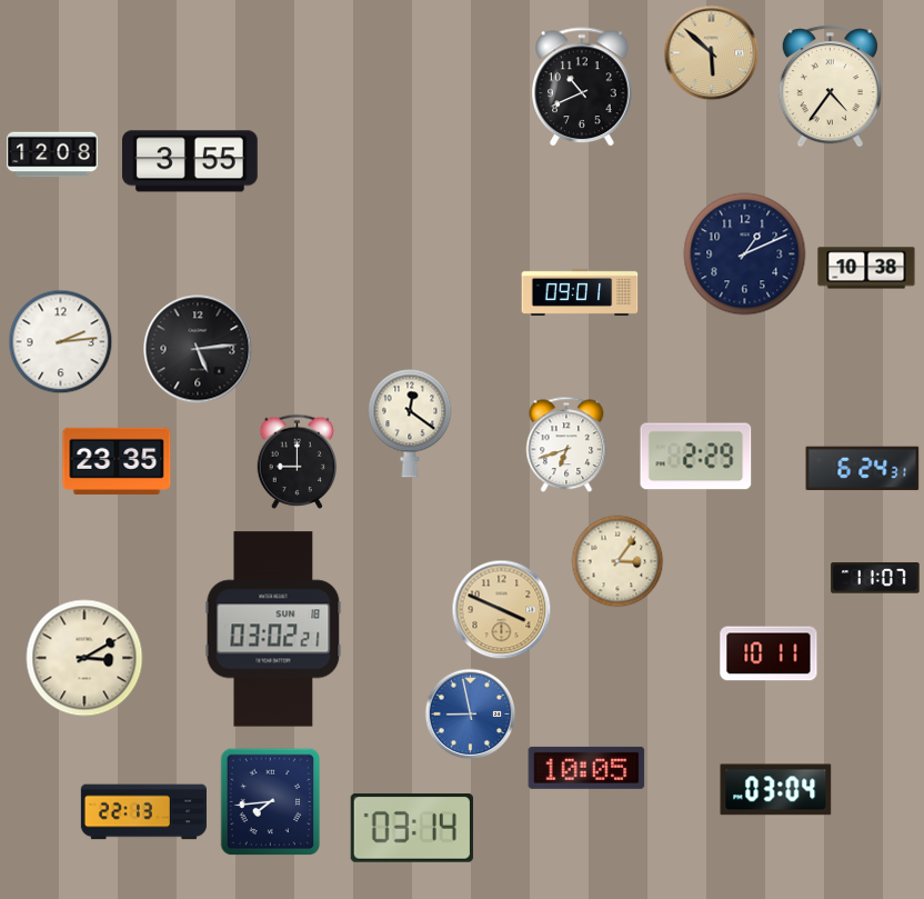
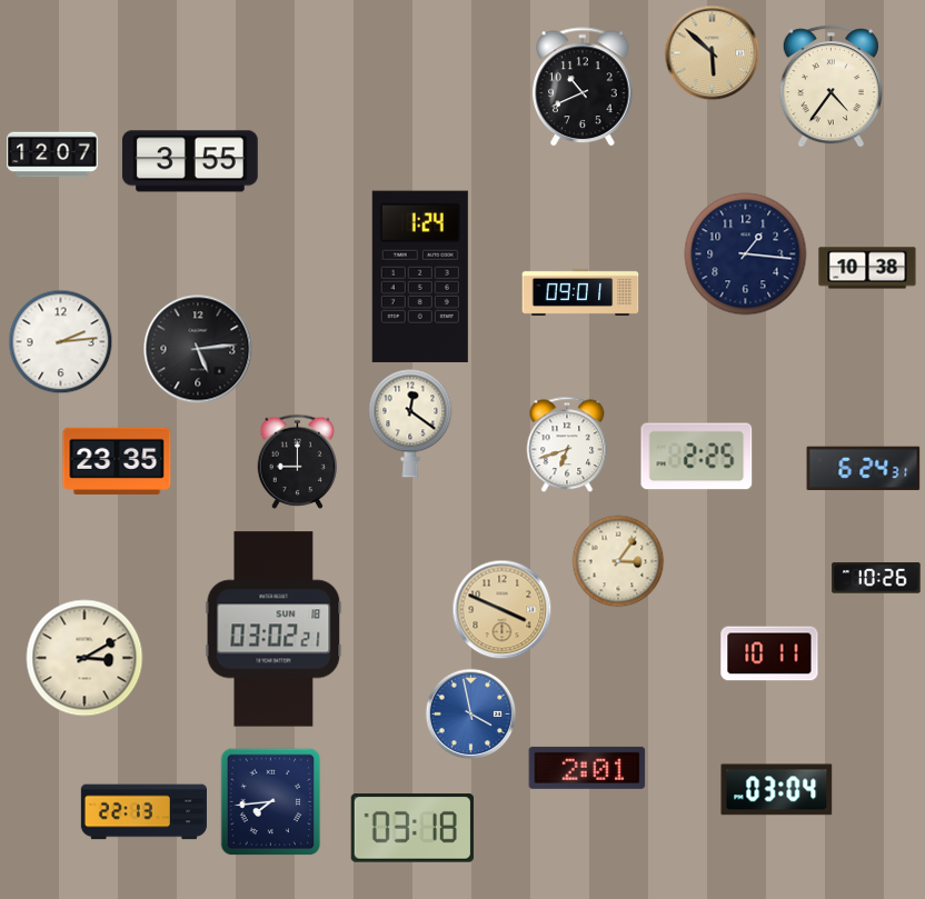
clock at (52, 154): 12:08 -> 12:07
clock at (745, 254): 1:11 -> 1:16
clock at (420, 277): none -> 1:24
clock at (696, 457): 2:29 -> 2:25
clock at (875, 578): 11:07 -> 10:26
clock at (470, 713): 8:58 -> 3:58
clock at (586, 768): 10:05 -> 2:01
clock at (412, 828): 03:14 -> 03:18
